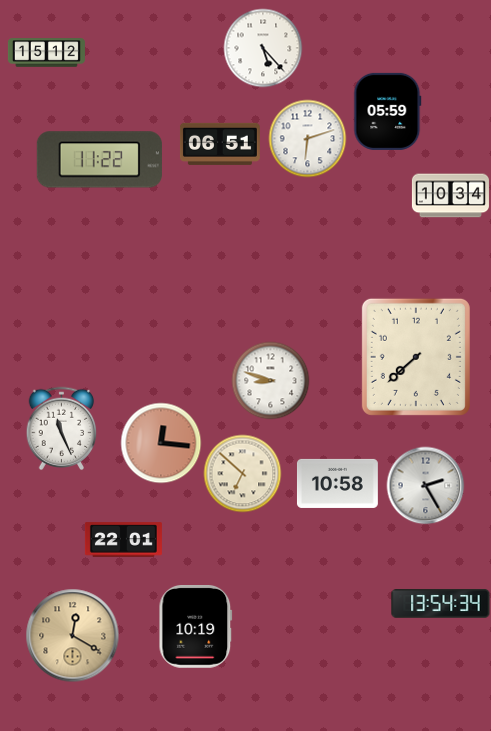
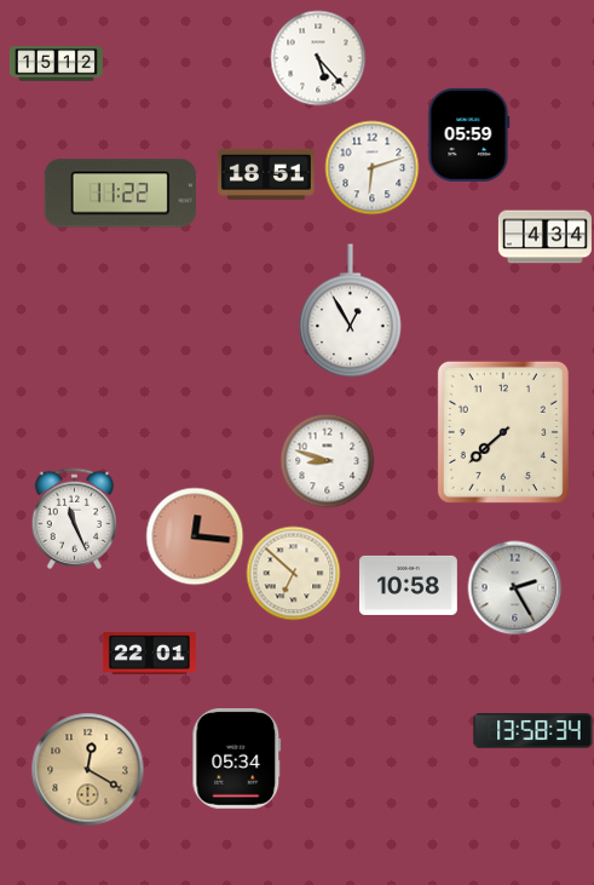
clock at (220, 144): 06:51 -> 18:51
clock at (450, 196): 10:34 -> 4:34
clock at (351, 311): none -> 12:55
clock at (441, 604): 13:54 -> 13:58
clock at (196, 627): 10:19 -> 05:34
